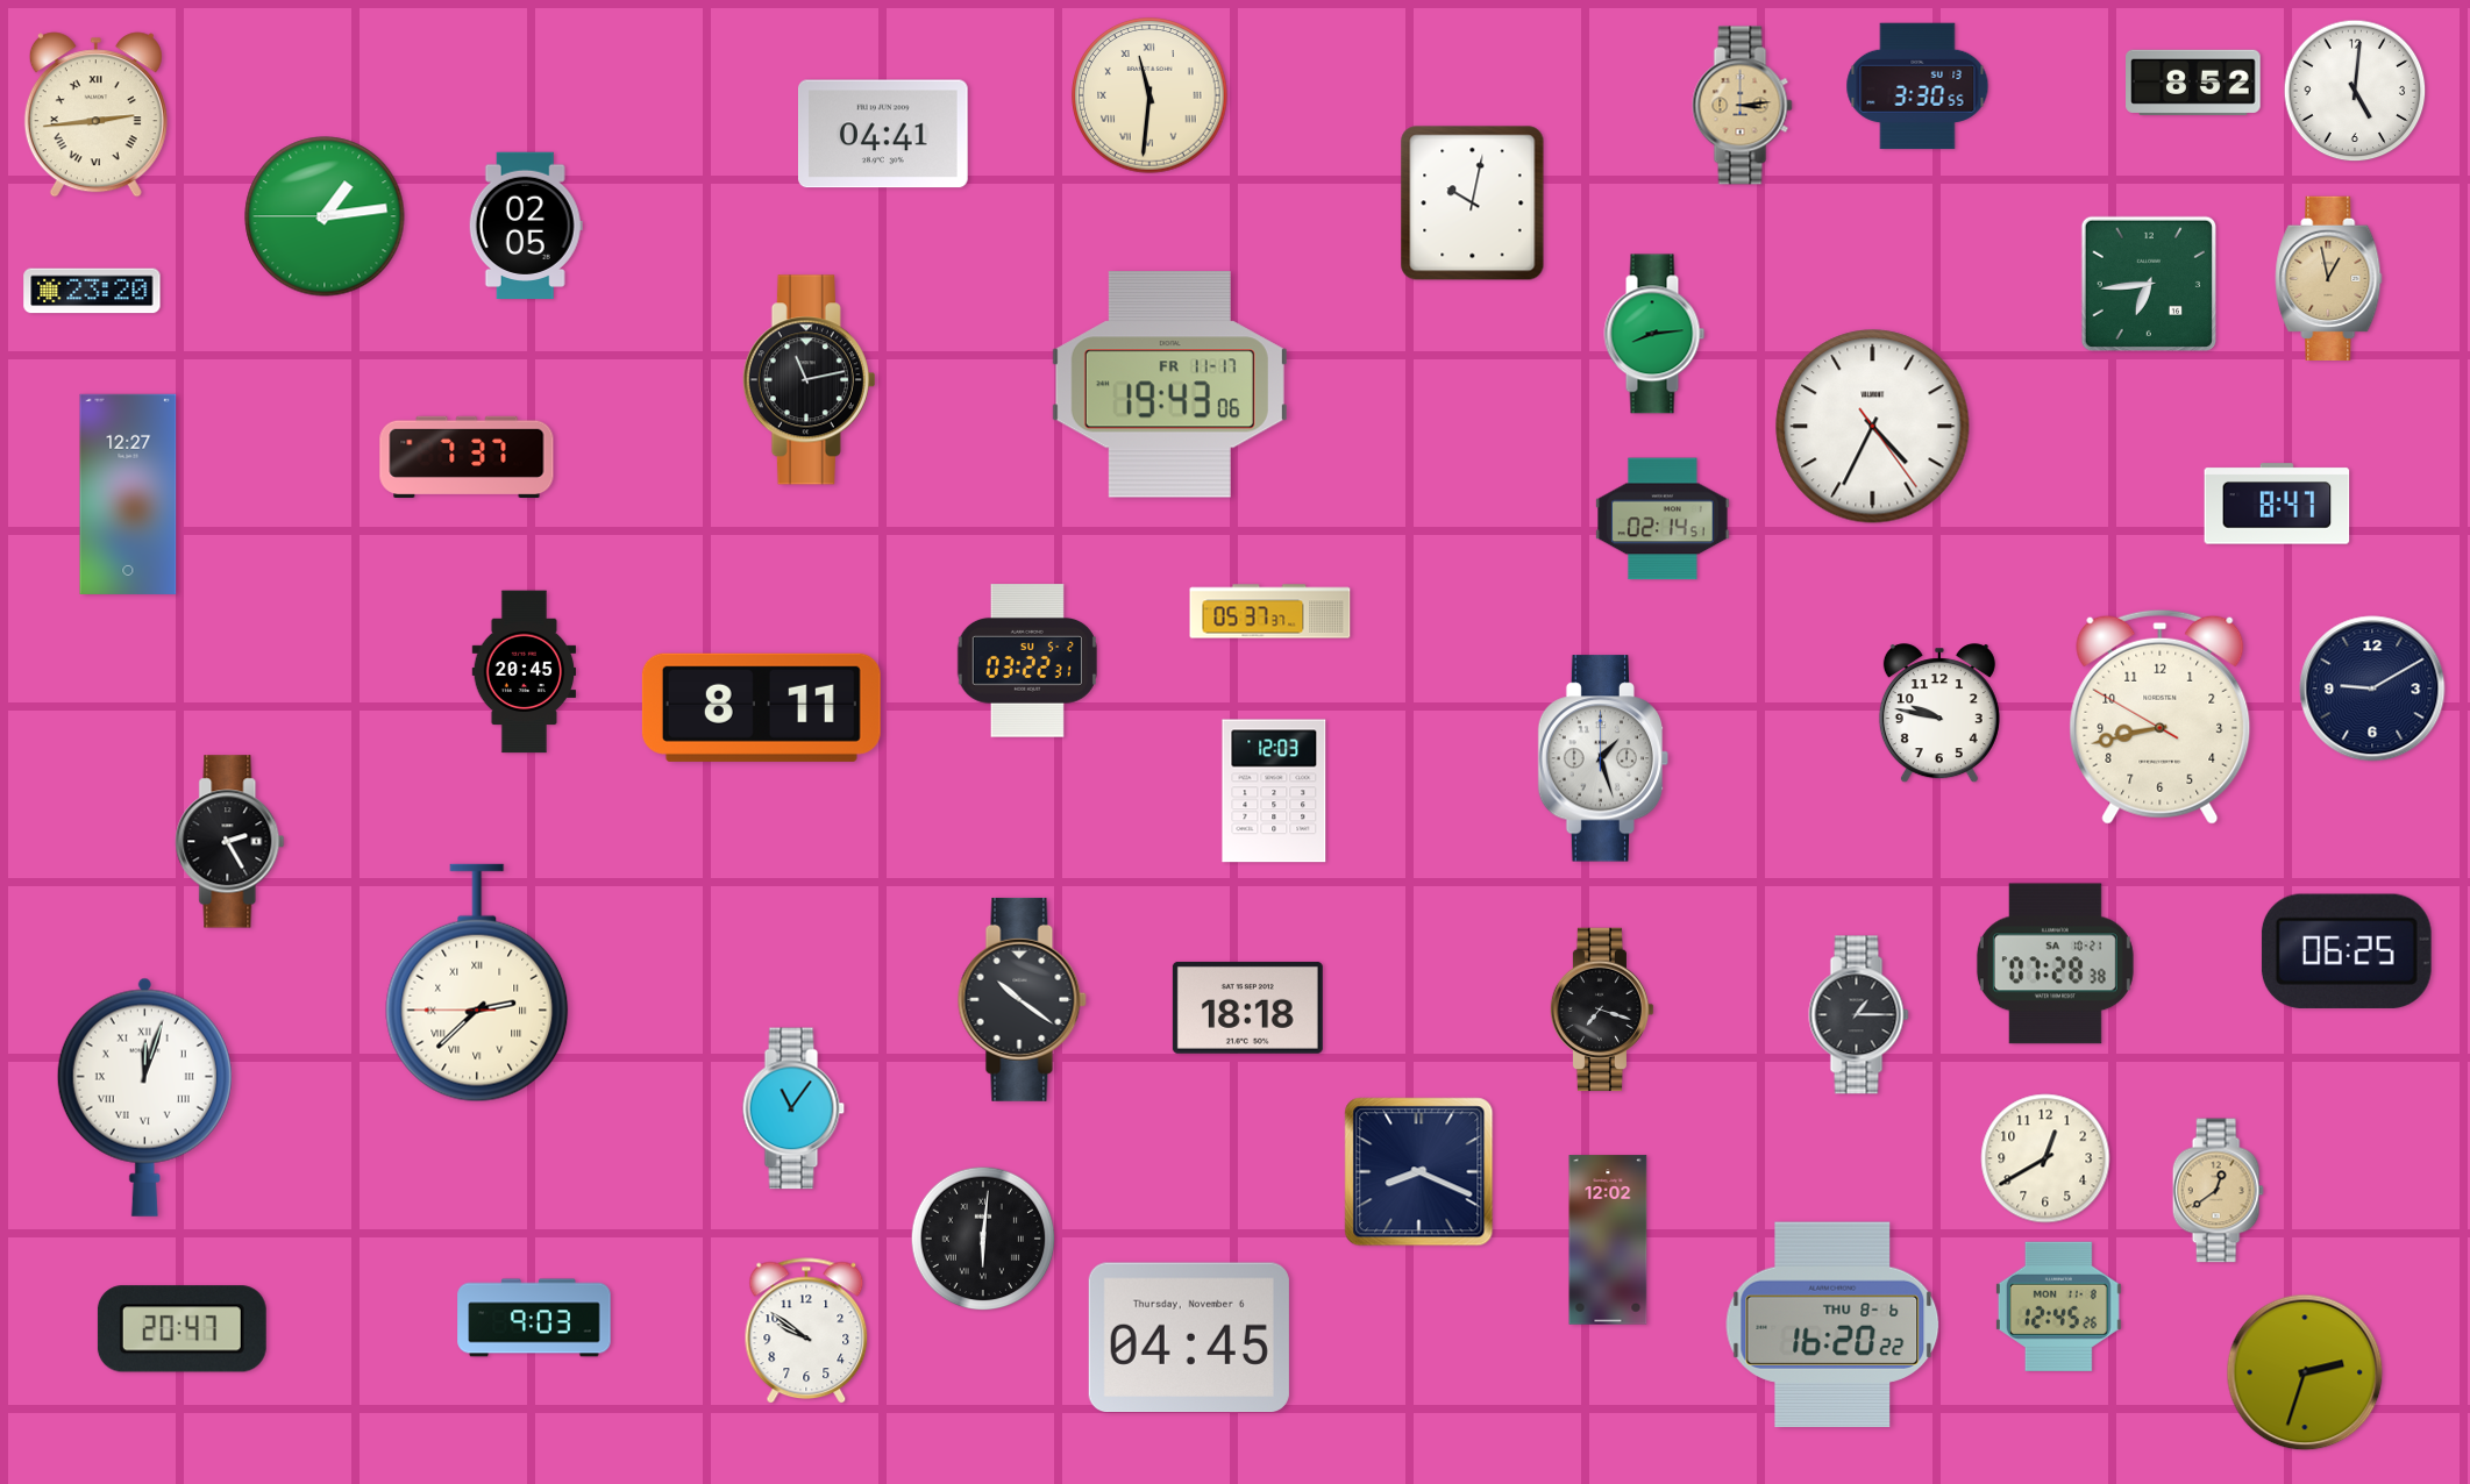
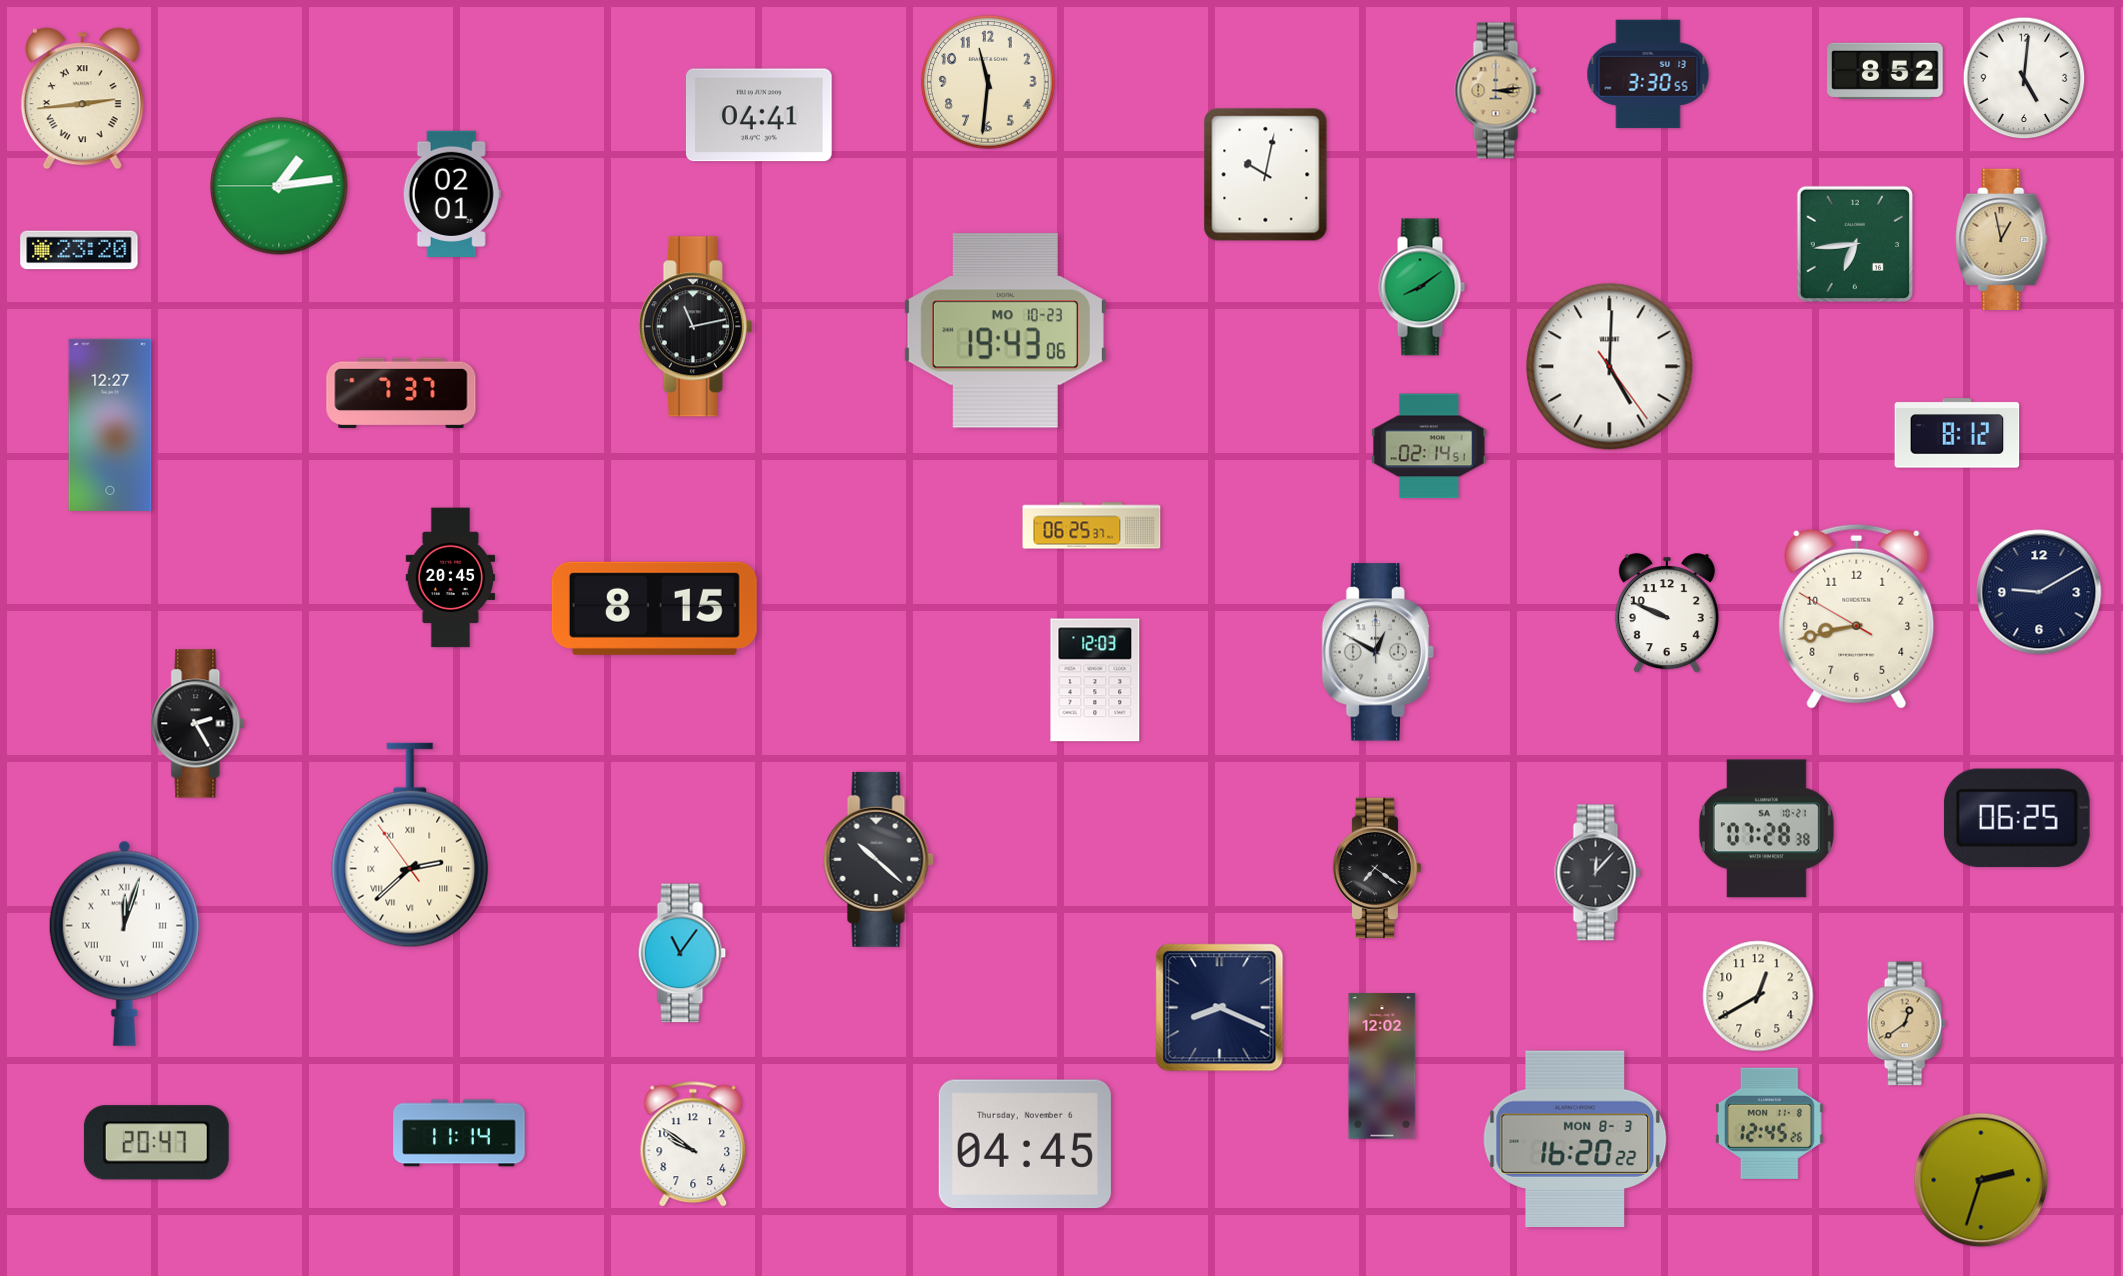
clock at (1149, 95) numerals: Roman -> Arabic
clock at (526, 224): 02:05 -> 02:01
clock at (2149, 284) position: (2149, 284) -> (1855, 244)
clock at (1654, 334): 8:14 -> 8:09
clock at (1169, 385) date: FR 11-17 -> MO 10-23
clock at (1873, 427): 4:34 -> 5:00
clock at (2277, 504): 8:47 -> 8:12
clock at (1270, 612): 05:37 -> 06:25
clock at (1027, 661): 03:22 -> none
clock at (761, 707): 8:11 -> 8:15
clock at (1939, 714): 9:47 -> 9:49
clock at (1603, 758): 1:27 -> 12:50
clock at (477, 983): 2:37:45 -> 2:37:54
clock at (1022, 999): 10:21 -> 10:22
clock at (1247, 1007): 18:18 -> none
clock at (1602, 1009): 7:18 -> 7:21
clock at (1859, 1015): 1:15 -> 12:07
clock at (983, 1239): 6:01 -> none
clock at (534, 1318): 9:03 -> 11:14
clock at (1832, 1324) date: THU 8-6 -> MON 8-3
clock at (1189, 1337) position: (1189, 1337) -> (1025, 1144)
